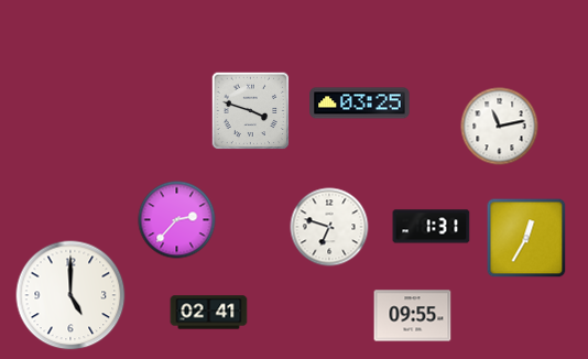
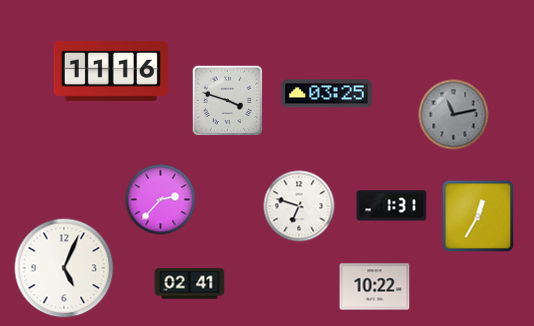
clock at (111, 71): none -> 11:16
clock at (500, 127) dial: white -> grey
clock at (70, 295): 5:00 -> 5:04
clock at (413, 316): 09:55 -> 10:22
